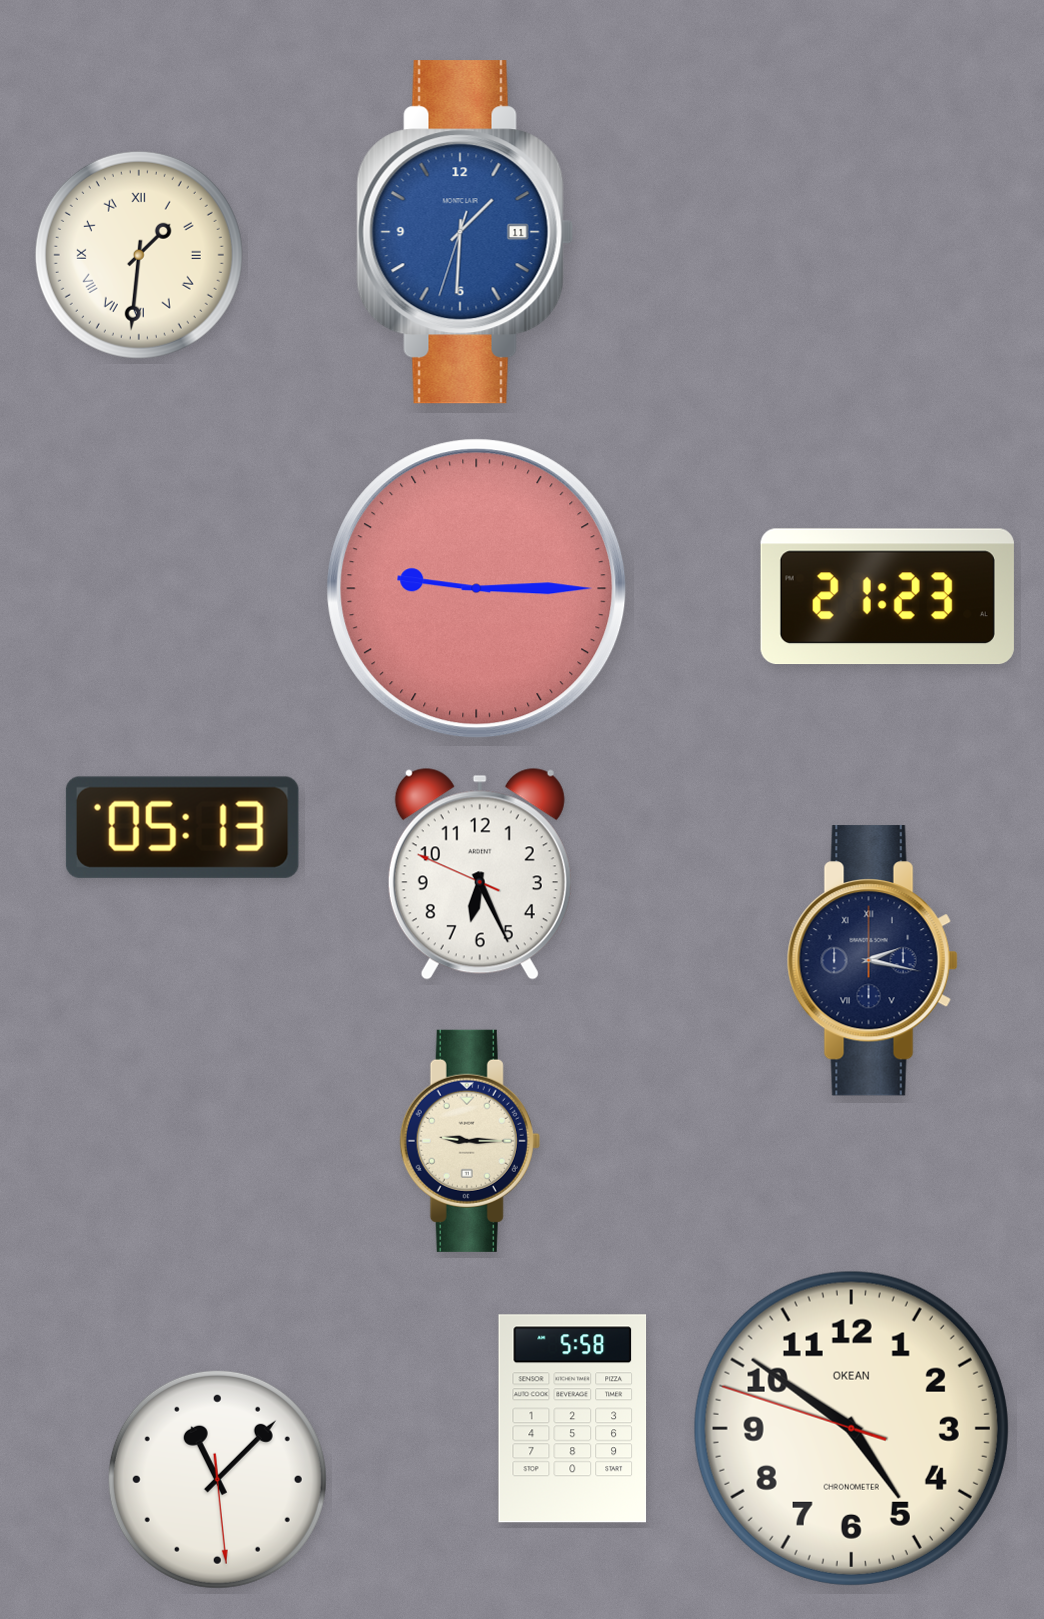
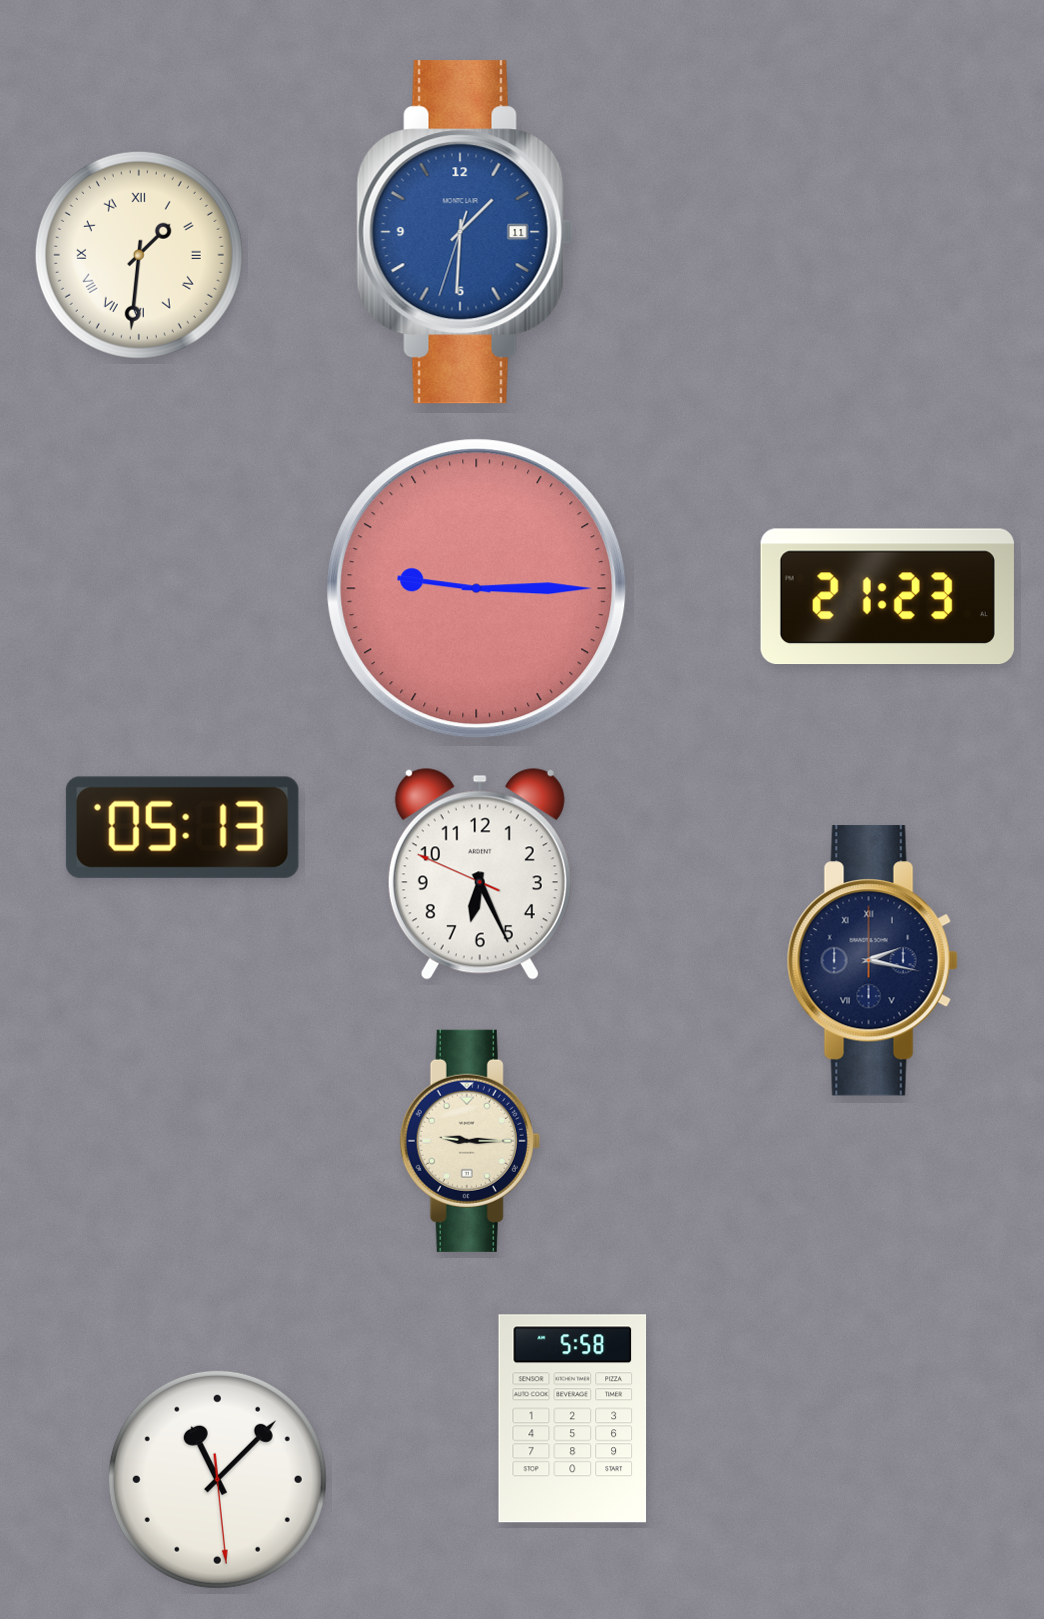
clock at (851, 1428): 4:50 -> none
